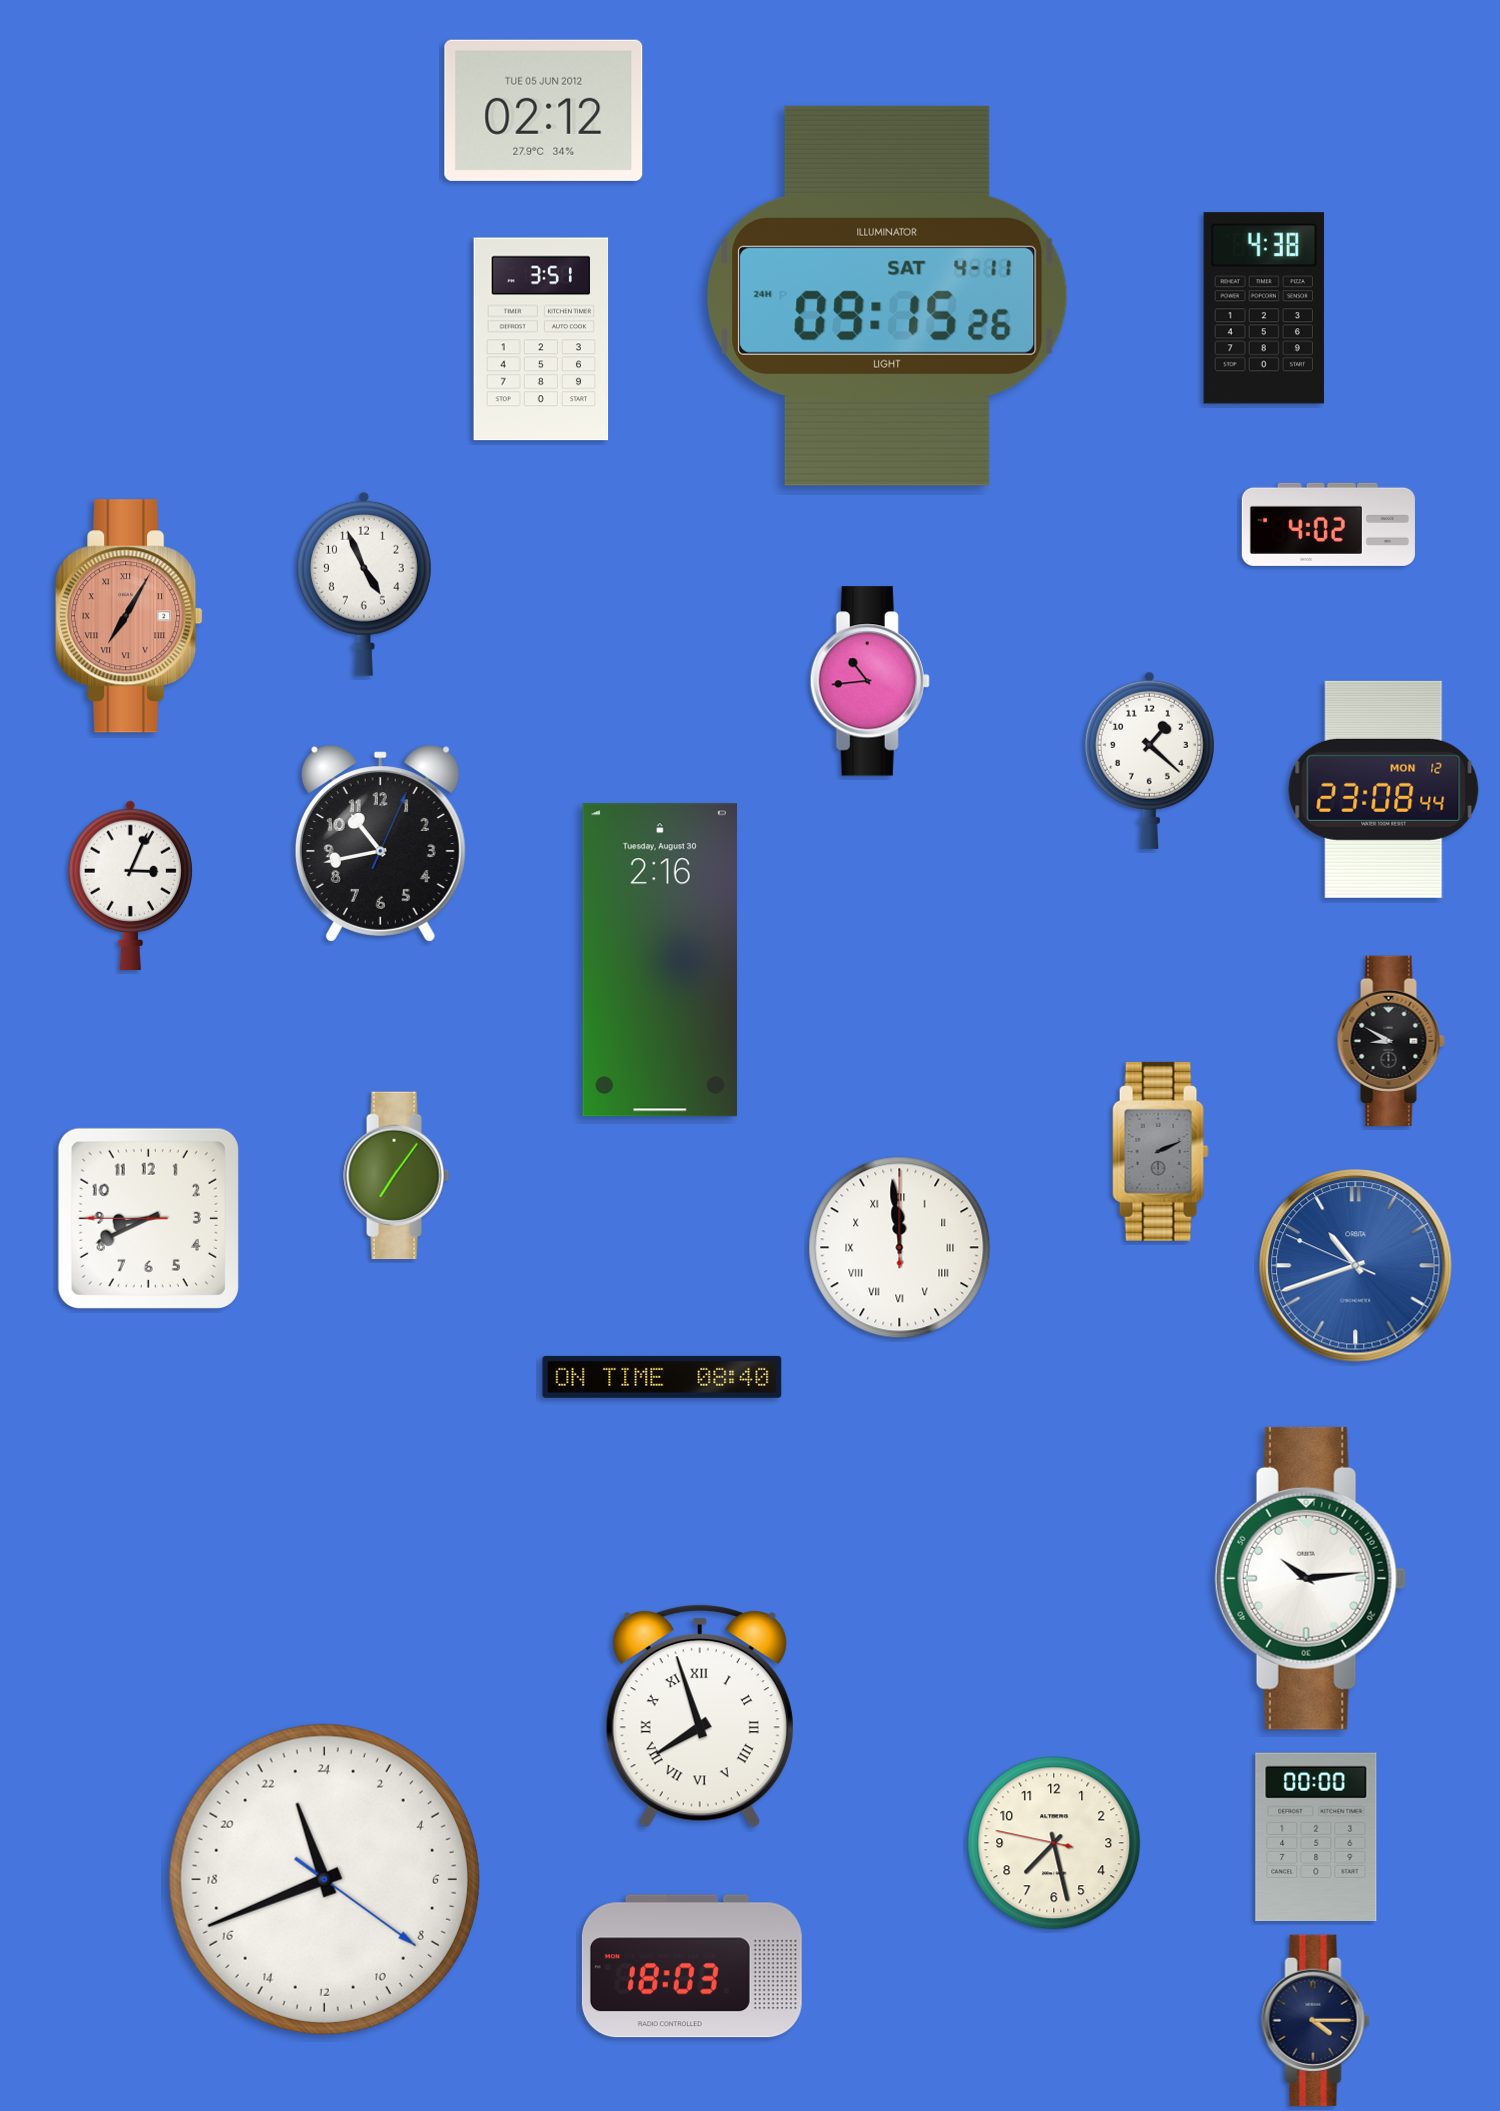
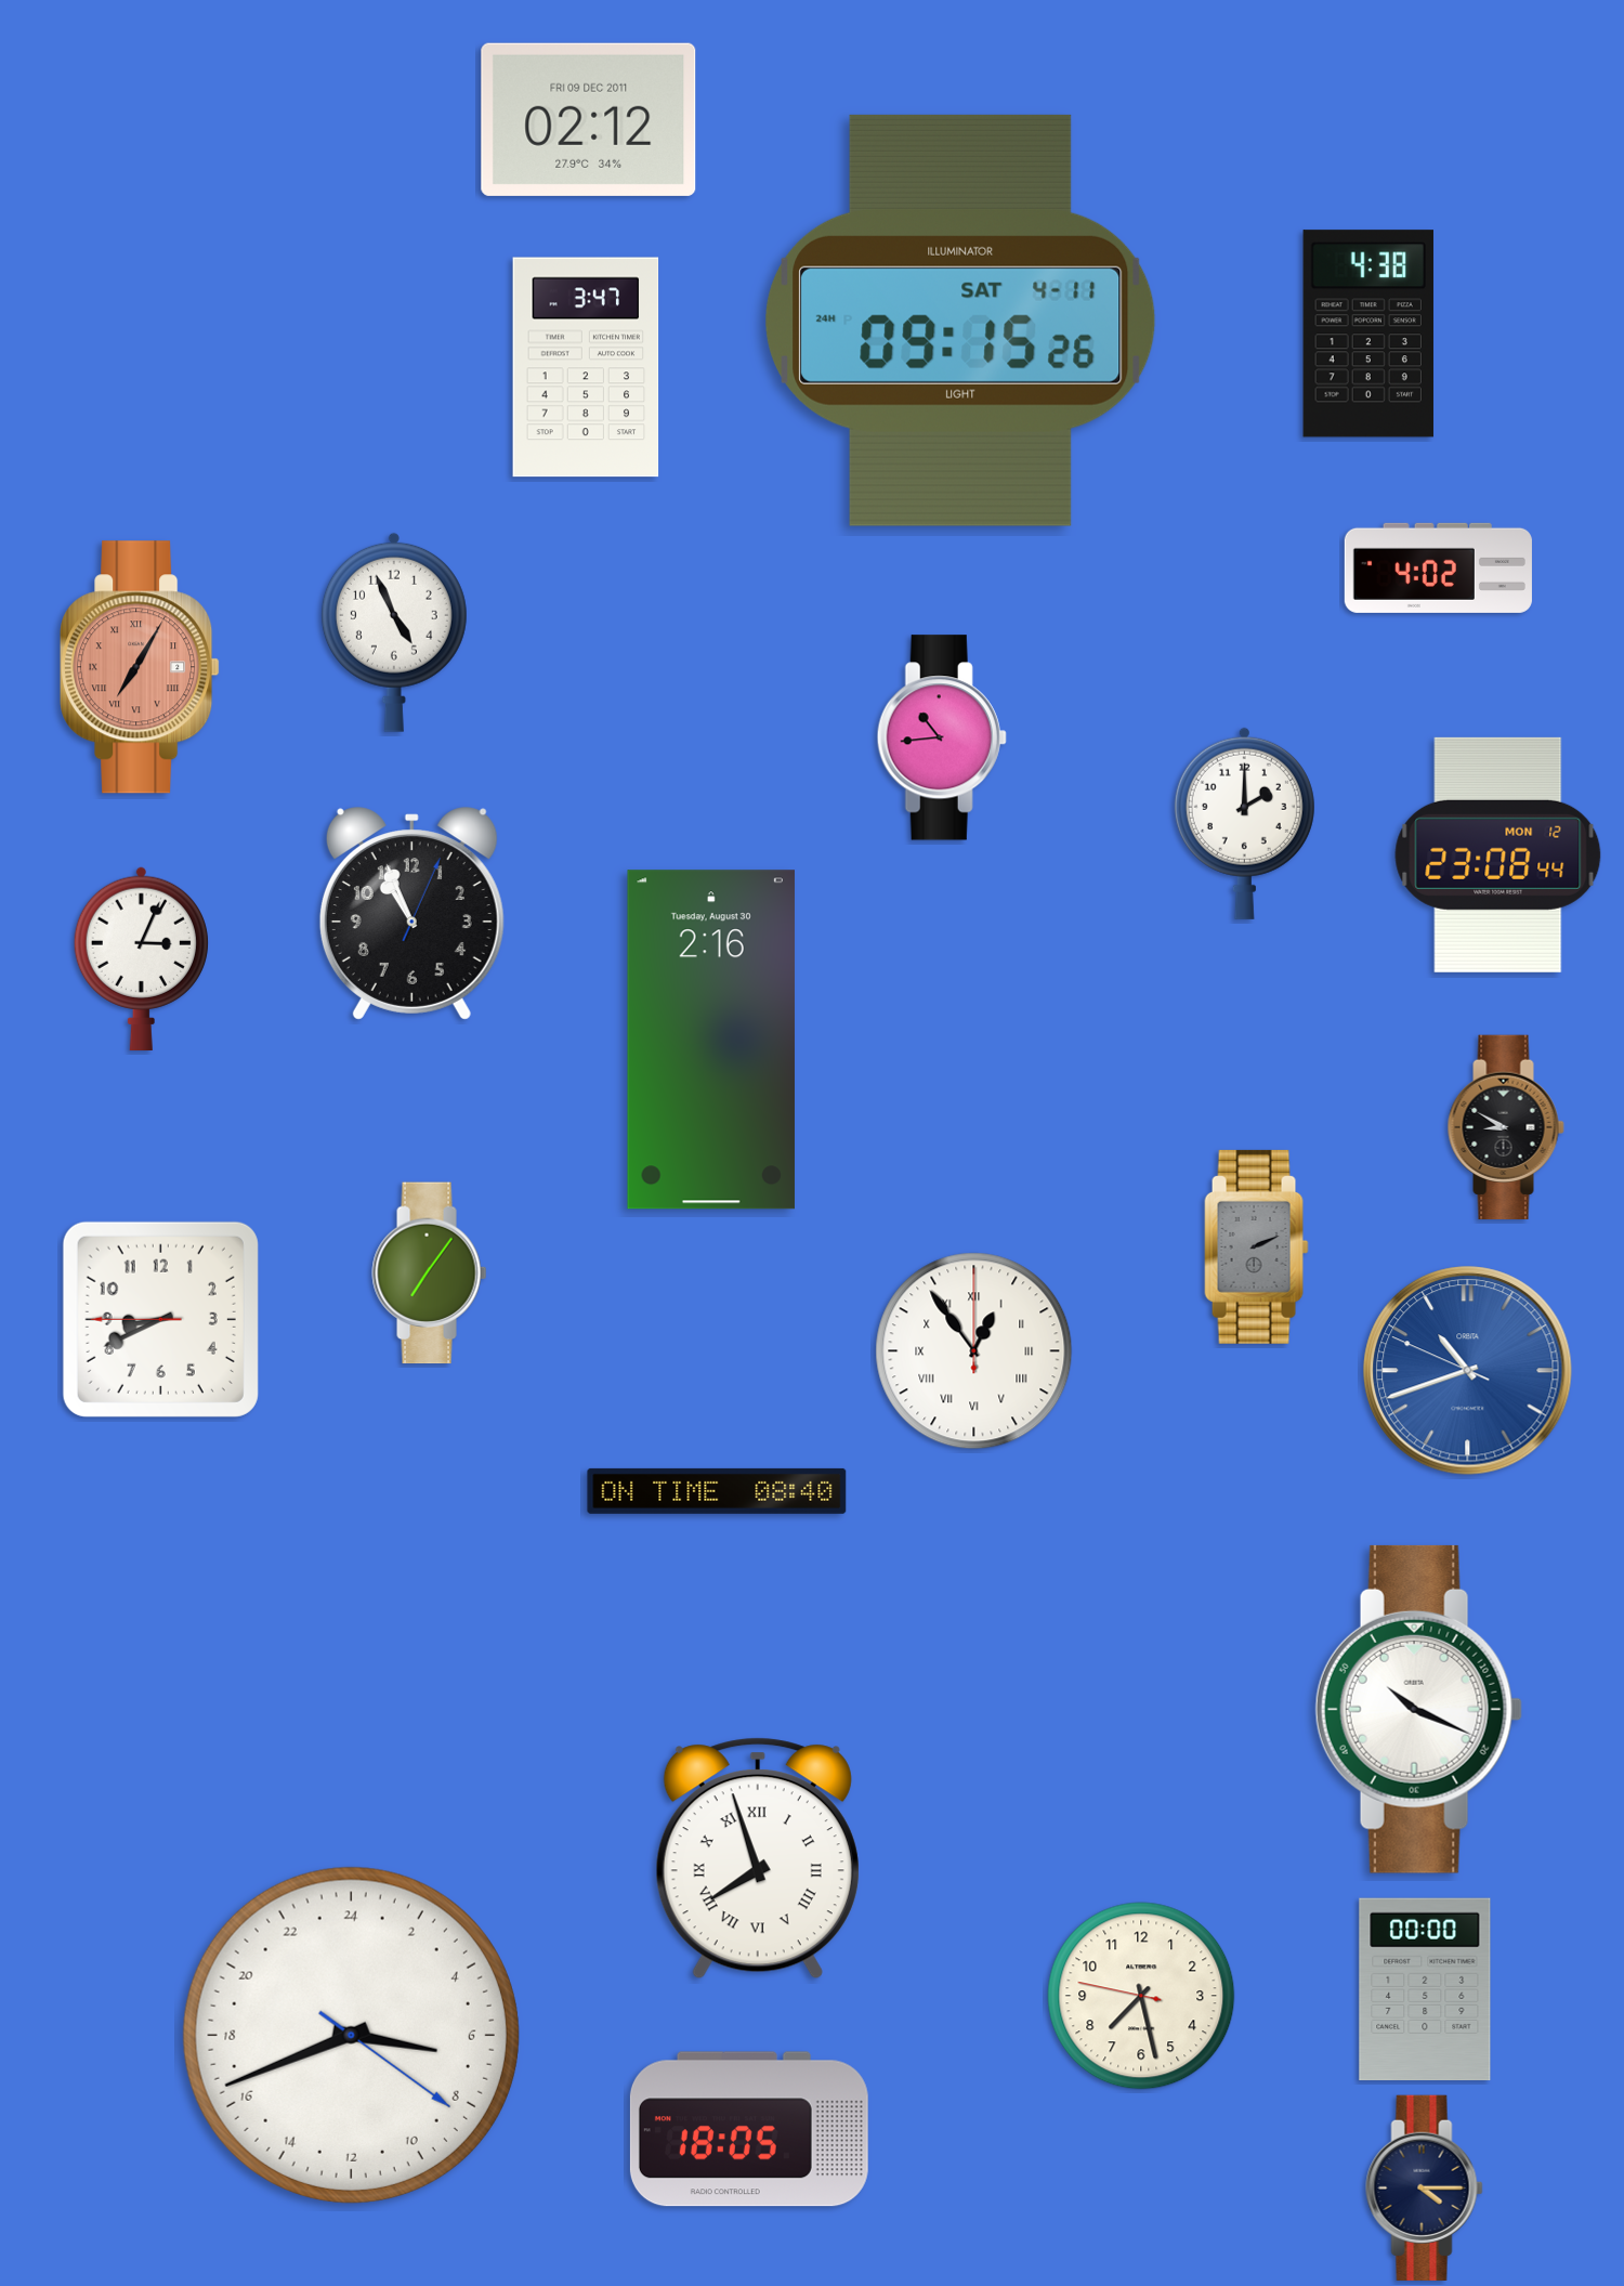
clock at (544, 110) date: TUE 05 JUN 2012 -> FRI 09 DEC 2011
clock at (541, 339): 3:51 -> 3:47
clock at (1149, 760): 1:22 -> 2:00
clock at (380, 844): 10:43 -> 10:56
clock at (660, 960) position: (660, 960) -> (711, 1040)
clock at (900, 1248): 11:59 -> 12:54
clock at (1310, 1578): 10:14 -> 10:19
clock at (324, 1879): 22:41 -> 6:41
clock at (692, 1966): 18:03 -> 18:05
